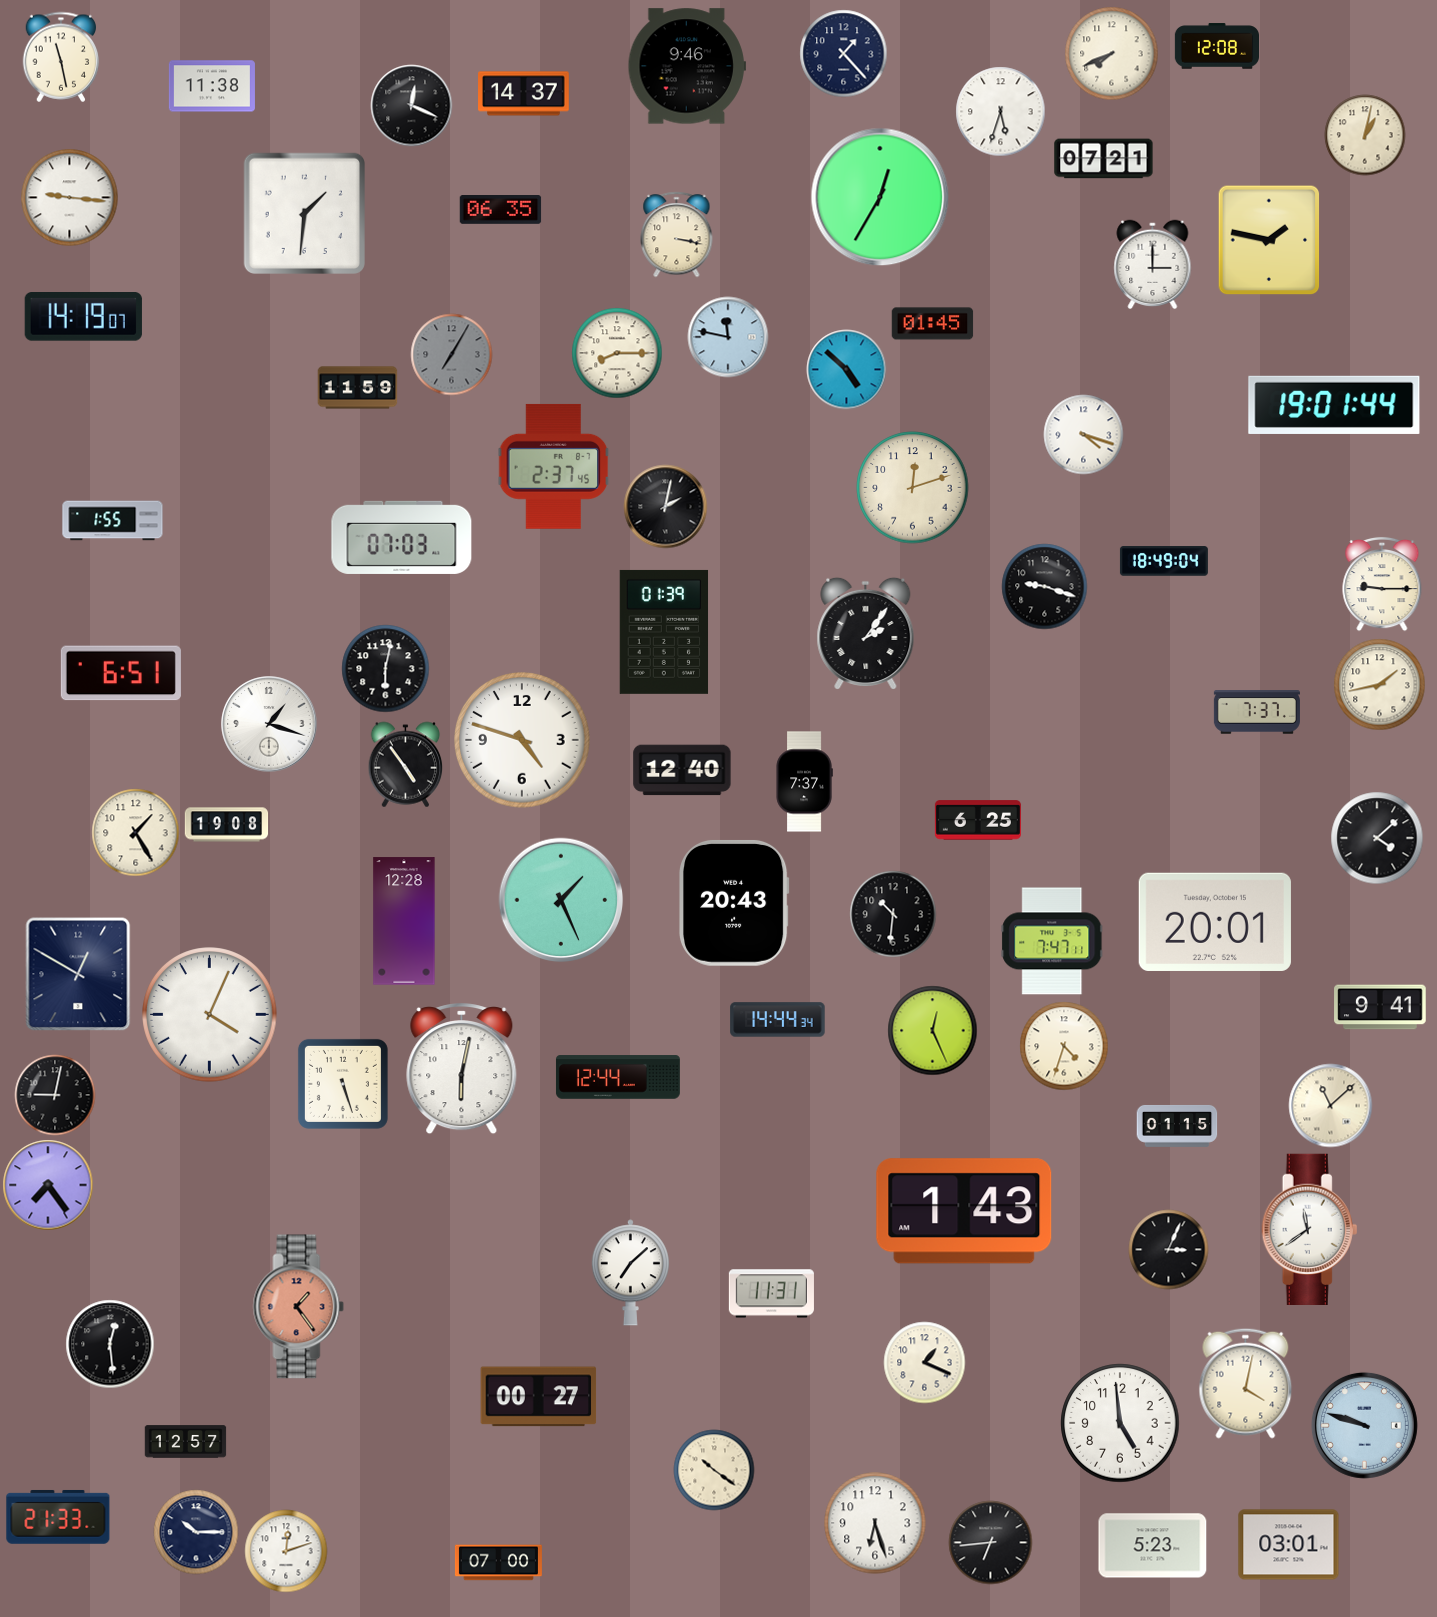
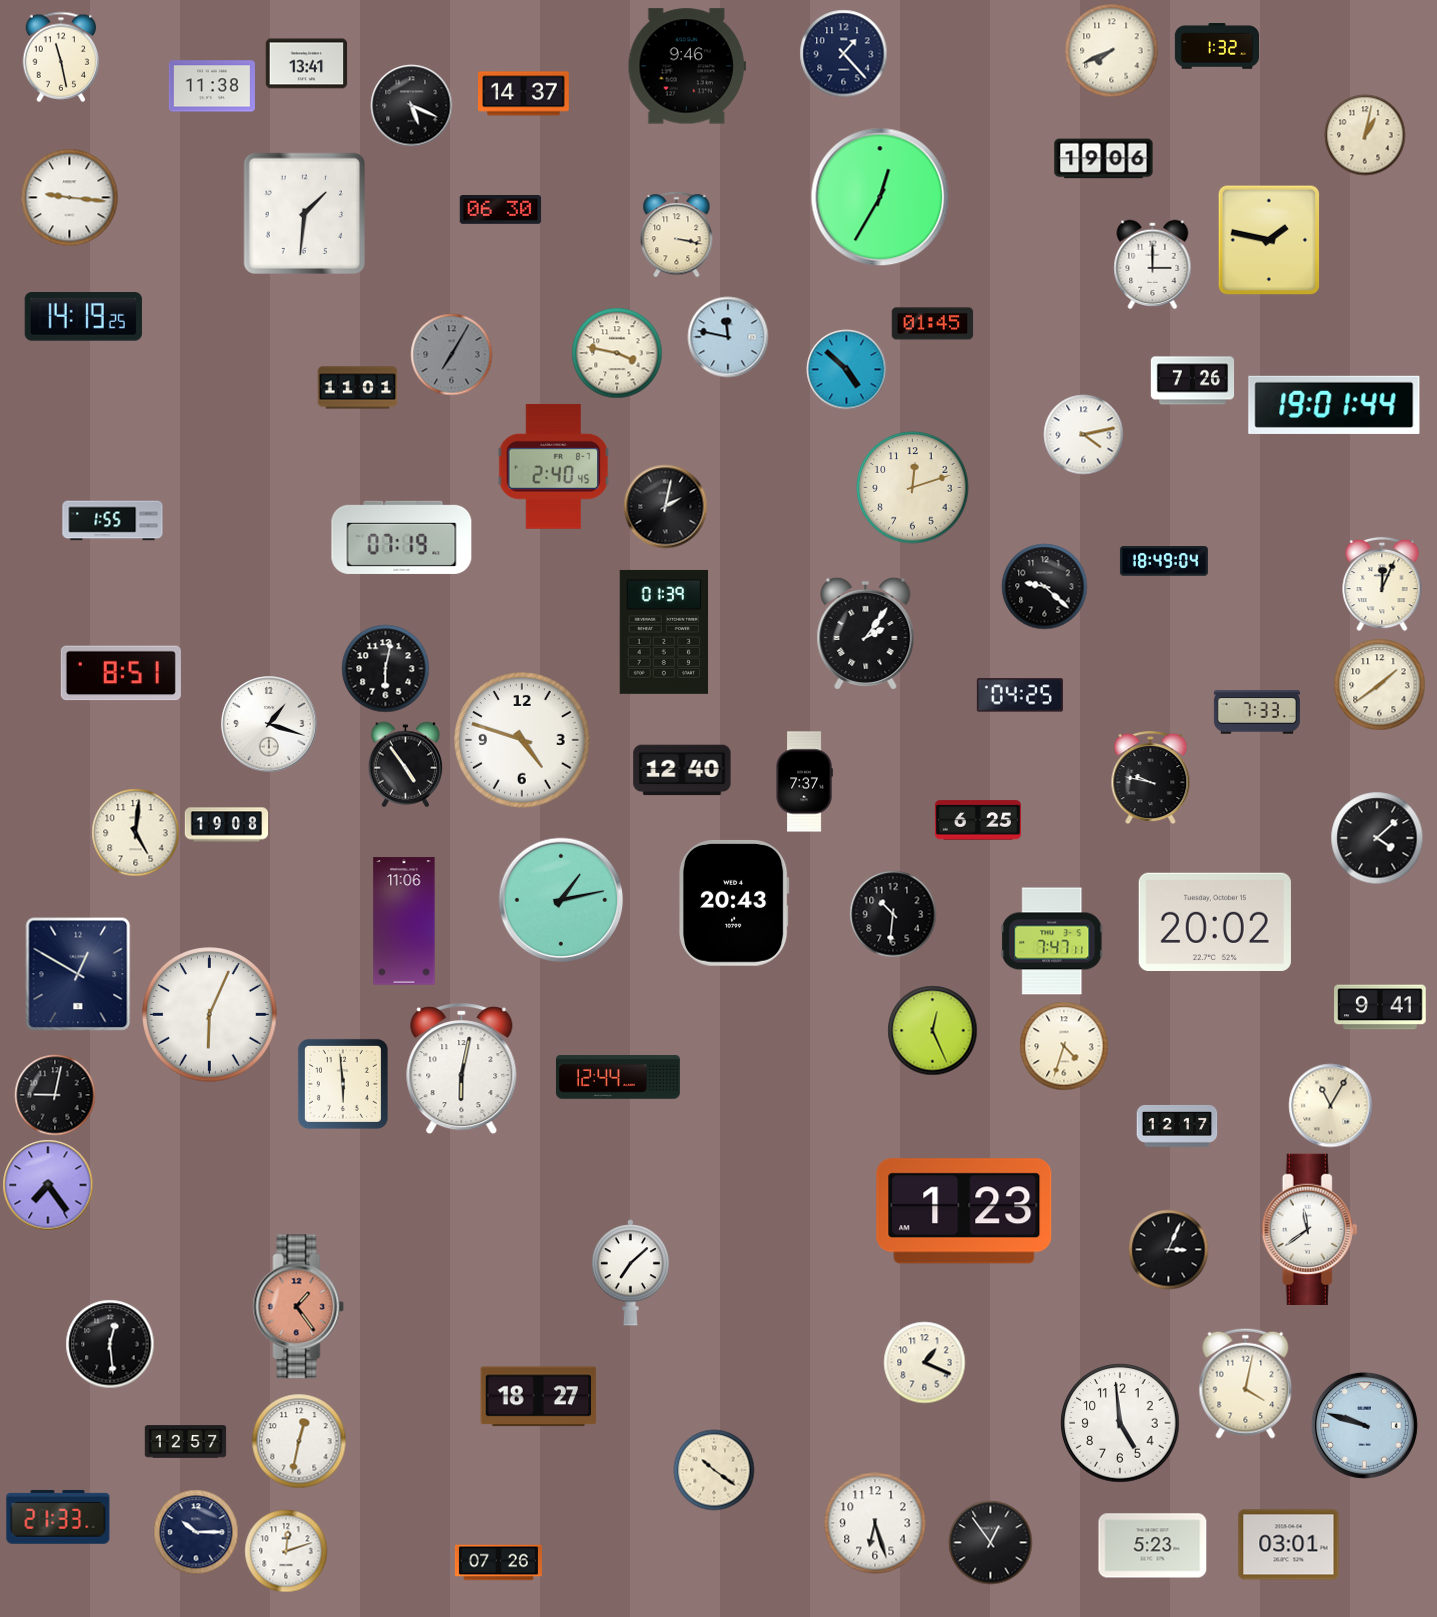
clock at (1216, 46): 12:08 -> 1:32
clock at (1112, 54) position: (1112, 54) -> (1112, 51)
clock at (307, 64): none -> 13:41
clock at (412, 106): 12:19 -> 5:19
clock at (1001, 112): 5:33 -> none
clock at (1104, 159): 07:21 -> 19:06
clock at (501, 210): 06:35 -> 06:30
clock at (83, 317): 14:19:07 -> 14:19:25
clock at (617, 353): 8:15 -> 3:47
clock at (1193, 381): none -> 7:26
clock at (358, 388): 11:59 -> 11:01
clock at (1084, 435): 4:18 -> 4:13
clock at (554, 466): 2:37 -> 2:40
clock at (402, 537): 07:03 -> 07:19
clock at (1382, 584): 9:15 -> 12:04
clock at (1045, 587): 9:18 -> 9:22
clock at (121, 673): 6:51 -> 8:51
clock at (1380, 685): 1:43 -> 1:39
clock at (1020, 695): none -> 04:25
clock at (1257, 712): 7:37 -> 7:33
clock at (1151, 778): none -> 9:47
clock at (136, 833): 1:25 -> 5:01
clock at (561, 900): 1:26 -> 1:13
clock at (404, 921): 12:28 -> 11:06
clock at (1215, 922): 20:01 -> 20:02
clock at (210, 1015): 4:04 -> 6:04
clock at (778, 1020): 14:44 -> none
clock at (343, 1084): 5:27 -> 5:59
clock at (1331, 1106): 11:08 -> 11:05
clock at (1177, 1126): 01:15 -> 12:17
clock at (964, 1211): 1:43 -> 1:23
clock at (771, 1294): 11:31 -> none
clock at (539, 1397): 00:27 -> 18:27
clock at (299, 1441): none -> 12:32
clock at (991, 1543): 6:44 -> 12:54
clock at (498, 1563): 07:00 -> 07:26
